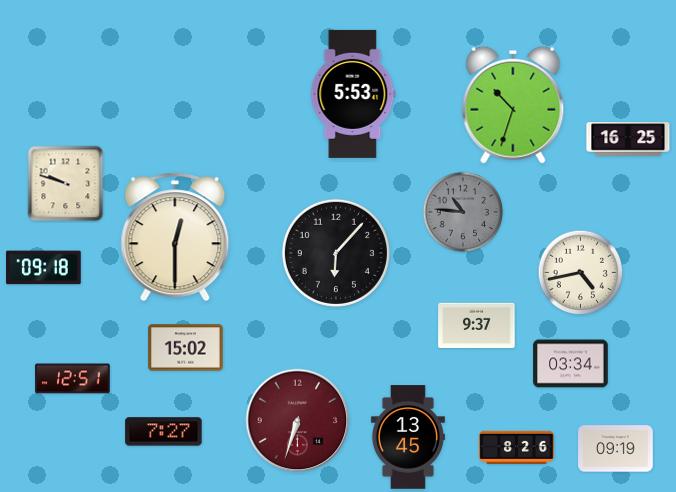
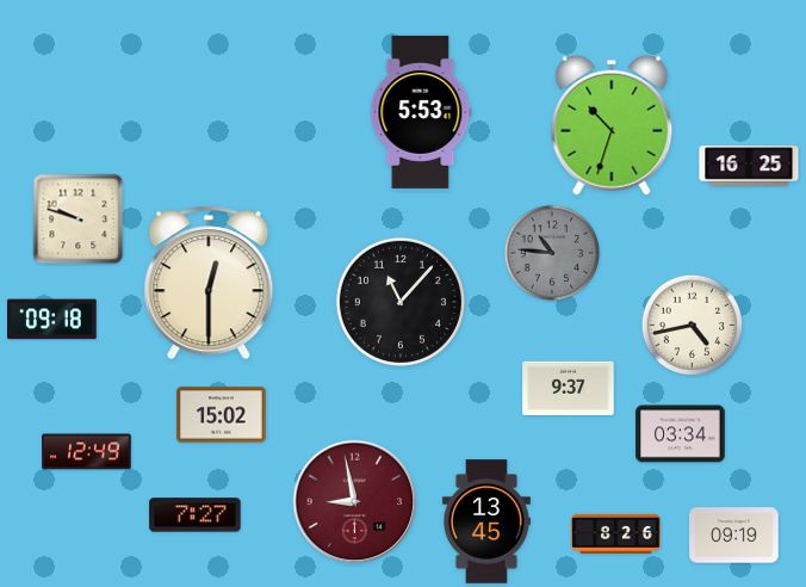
clock at (336, 253): 6:07 -> 11:07
clock at (73, 379): 12:51 -> 12:49
clock at (298, 421): 6:33 -> 8:58
